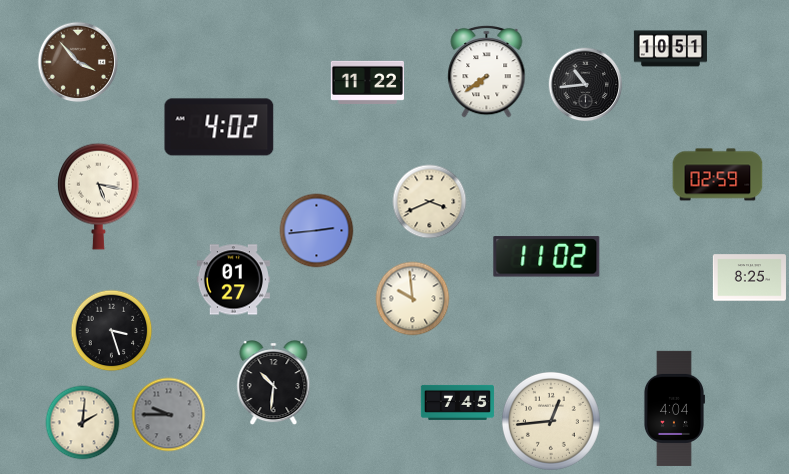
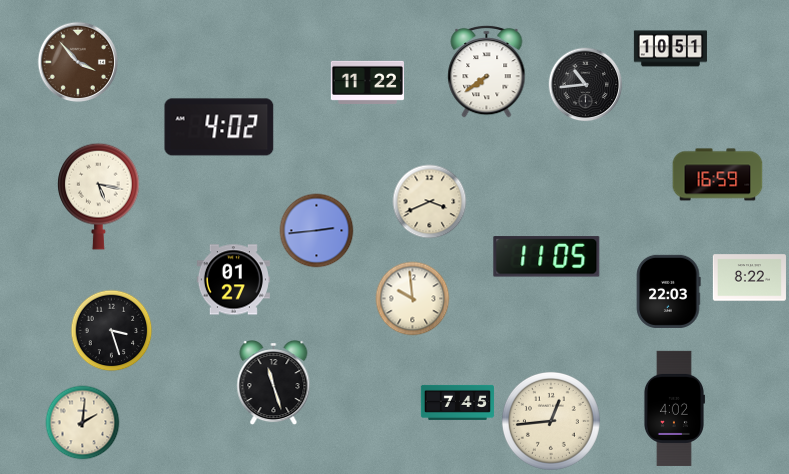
clock at (718, 175): 02:59 -> 16:59
clock at (547, 257): 11:02 -> 11:05
clock at (749, 278): 8:25 -> 8:22
clock at (668, 291): none -> 22:03
clock at (274, 383): 10:31 -> 11:27
clock at (674, 408): 4:04 -> 4:02
clock at (169, 415): 9:45 -> none
